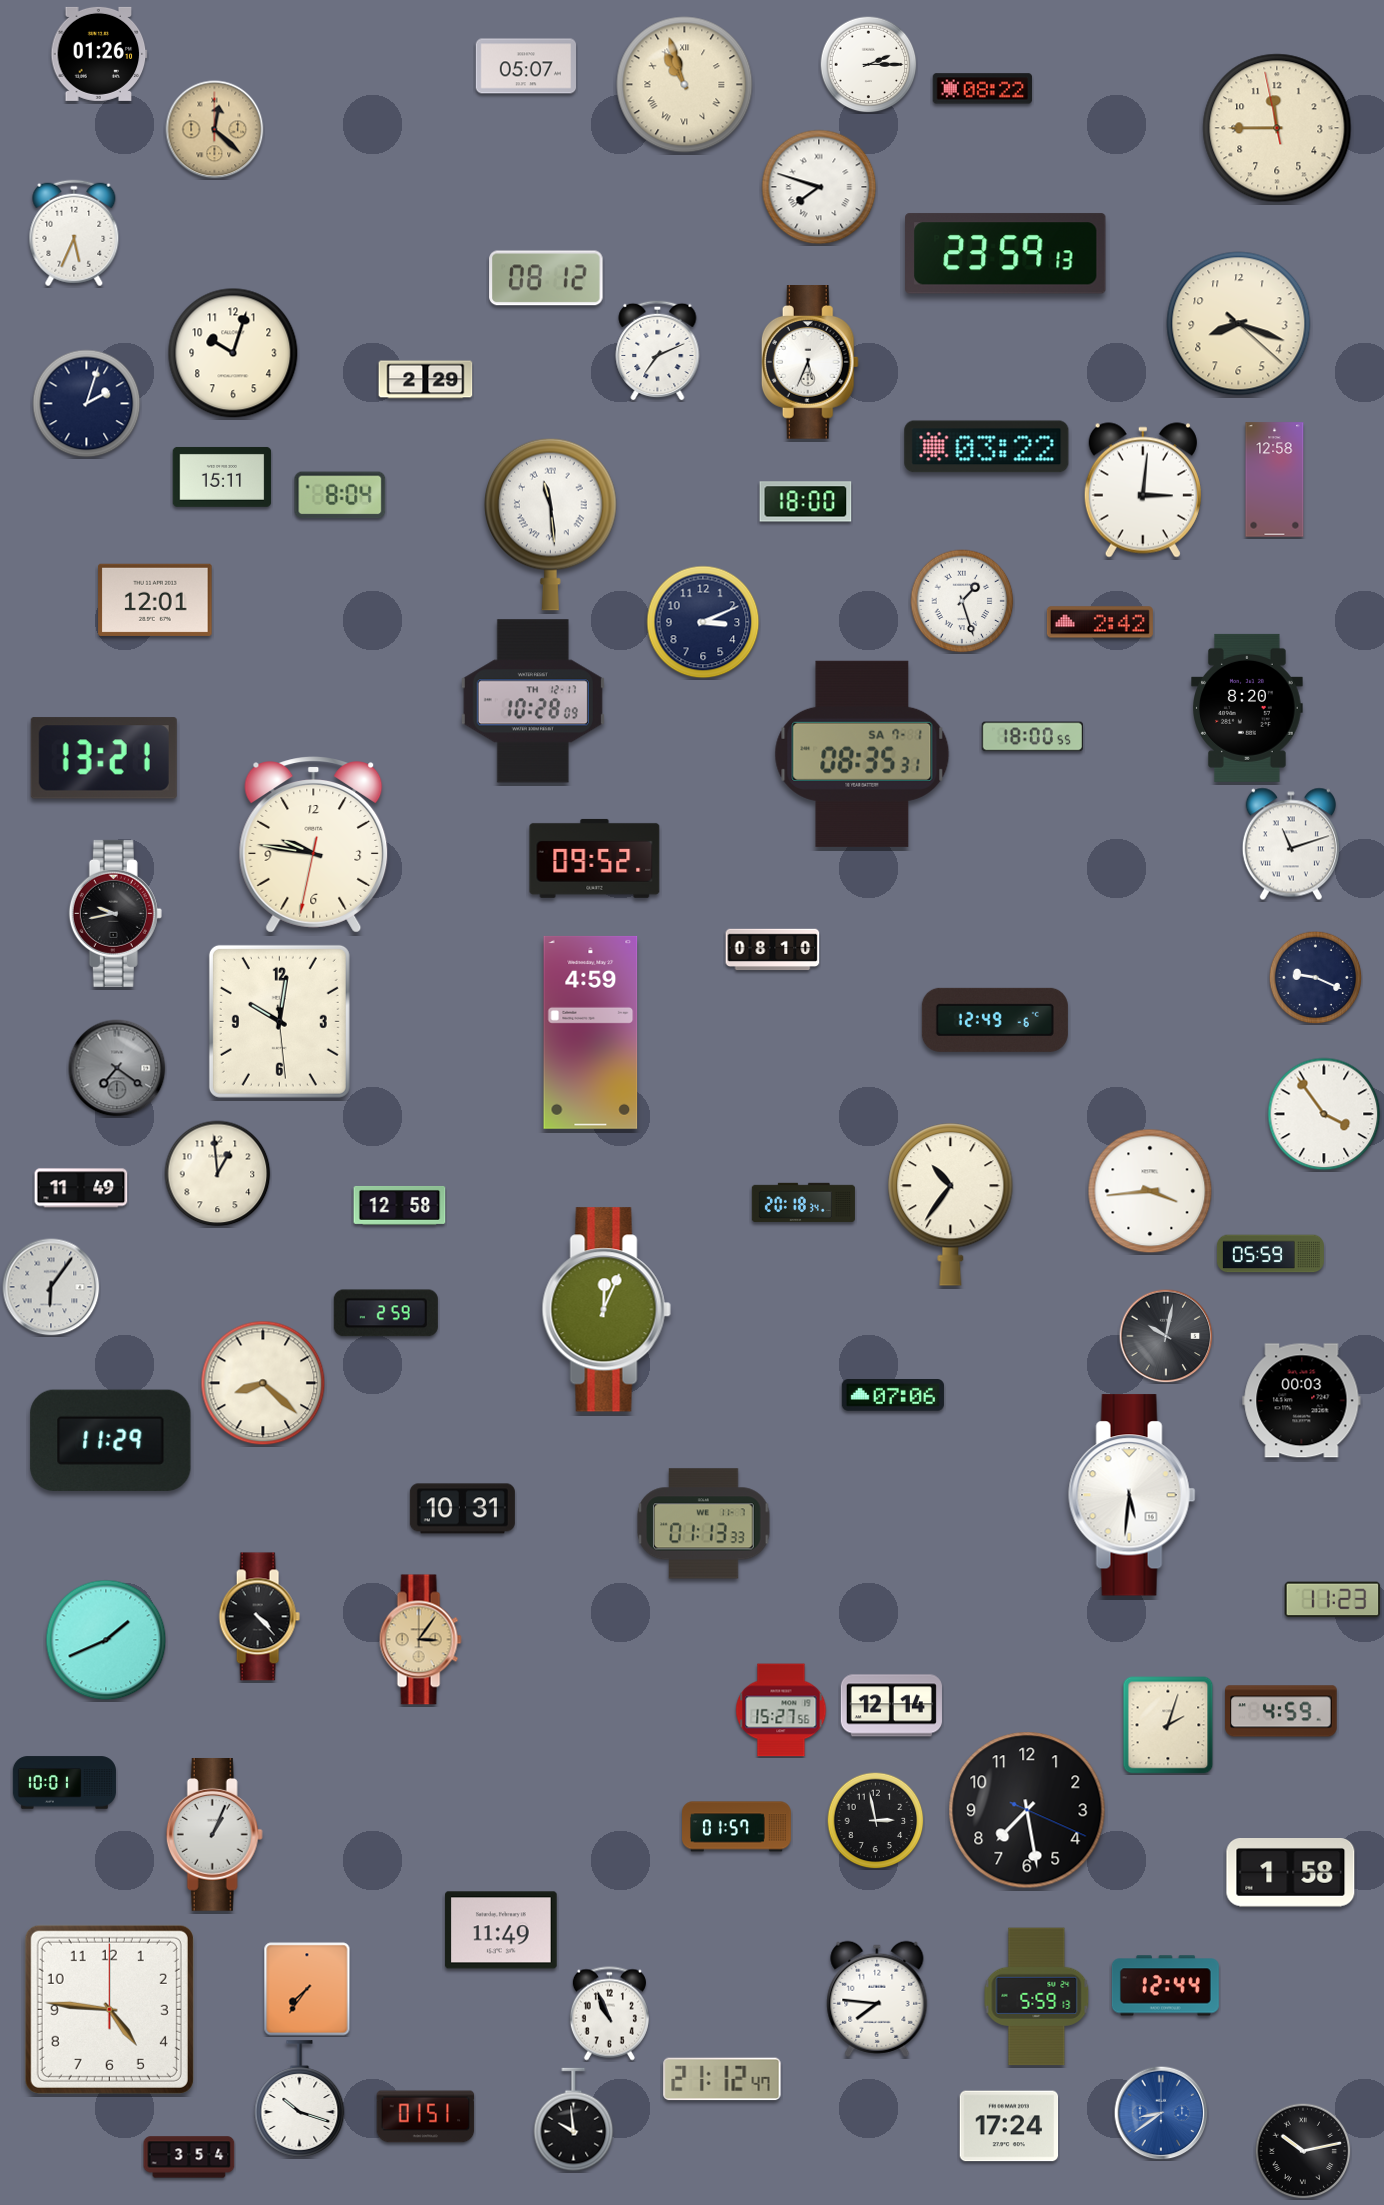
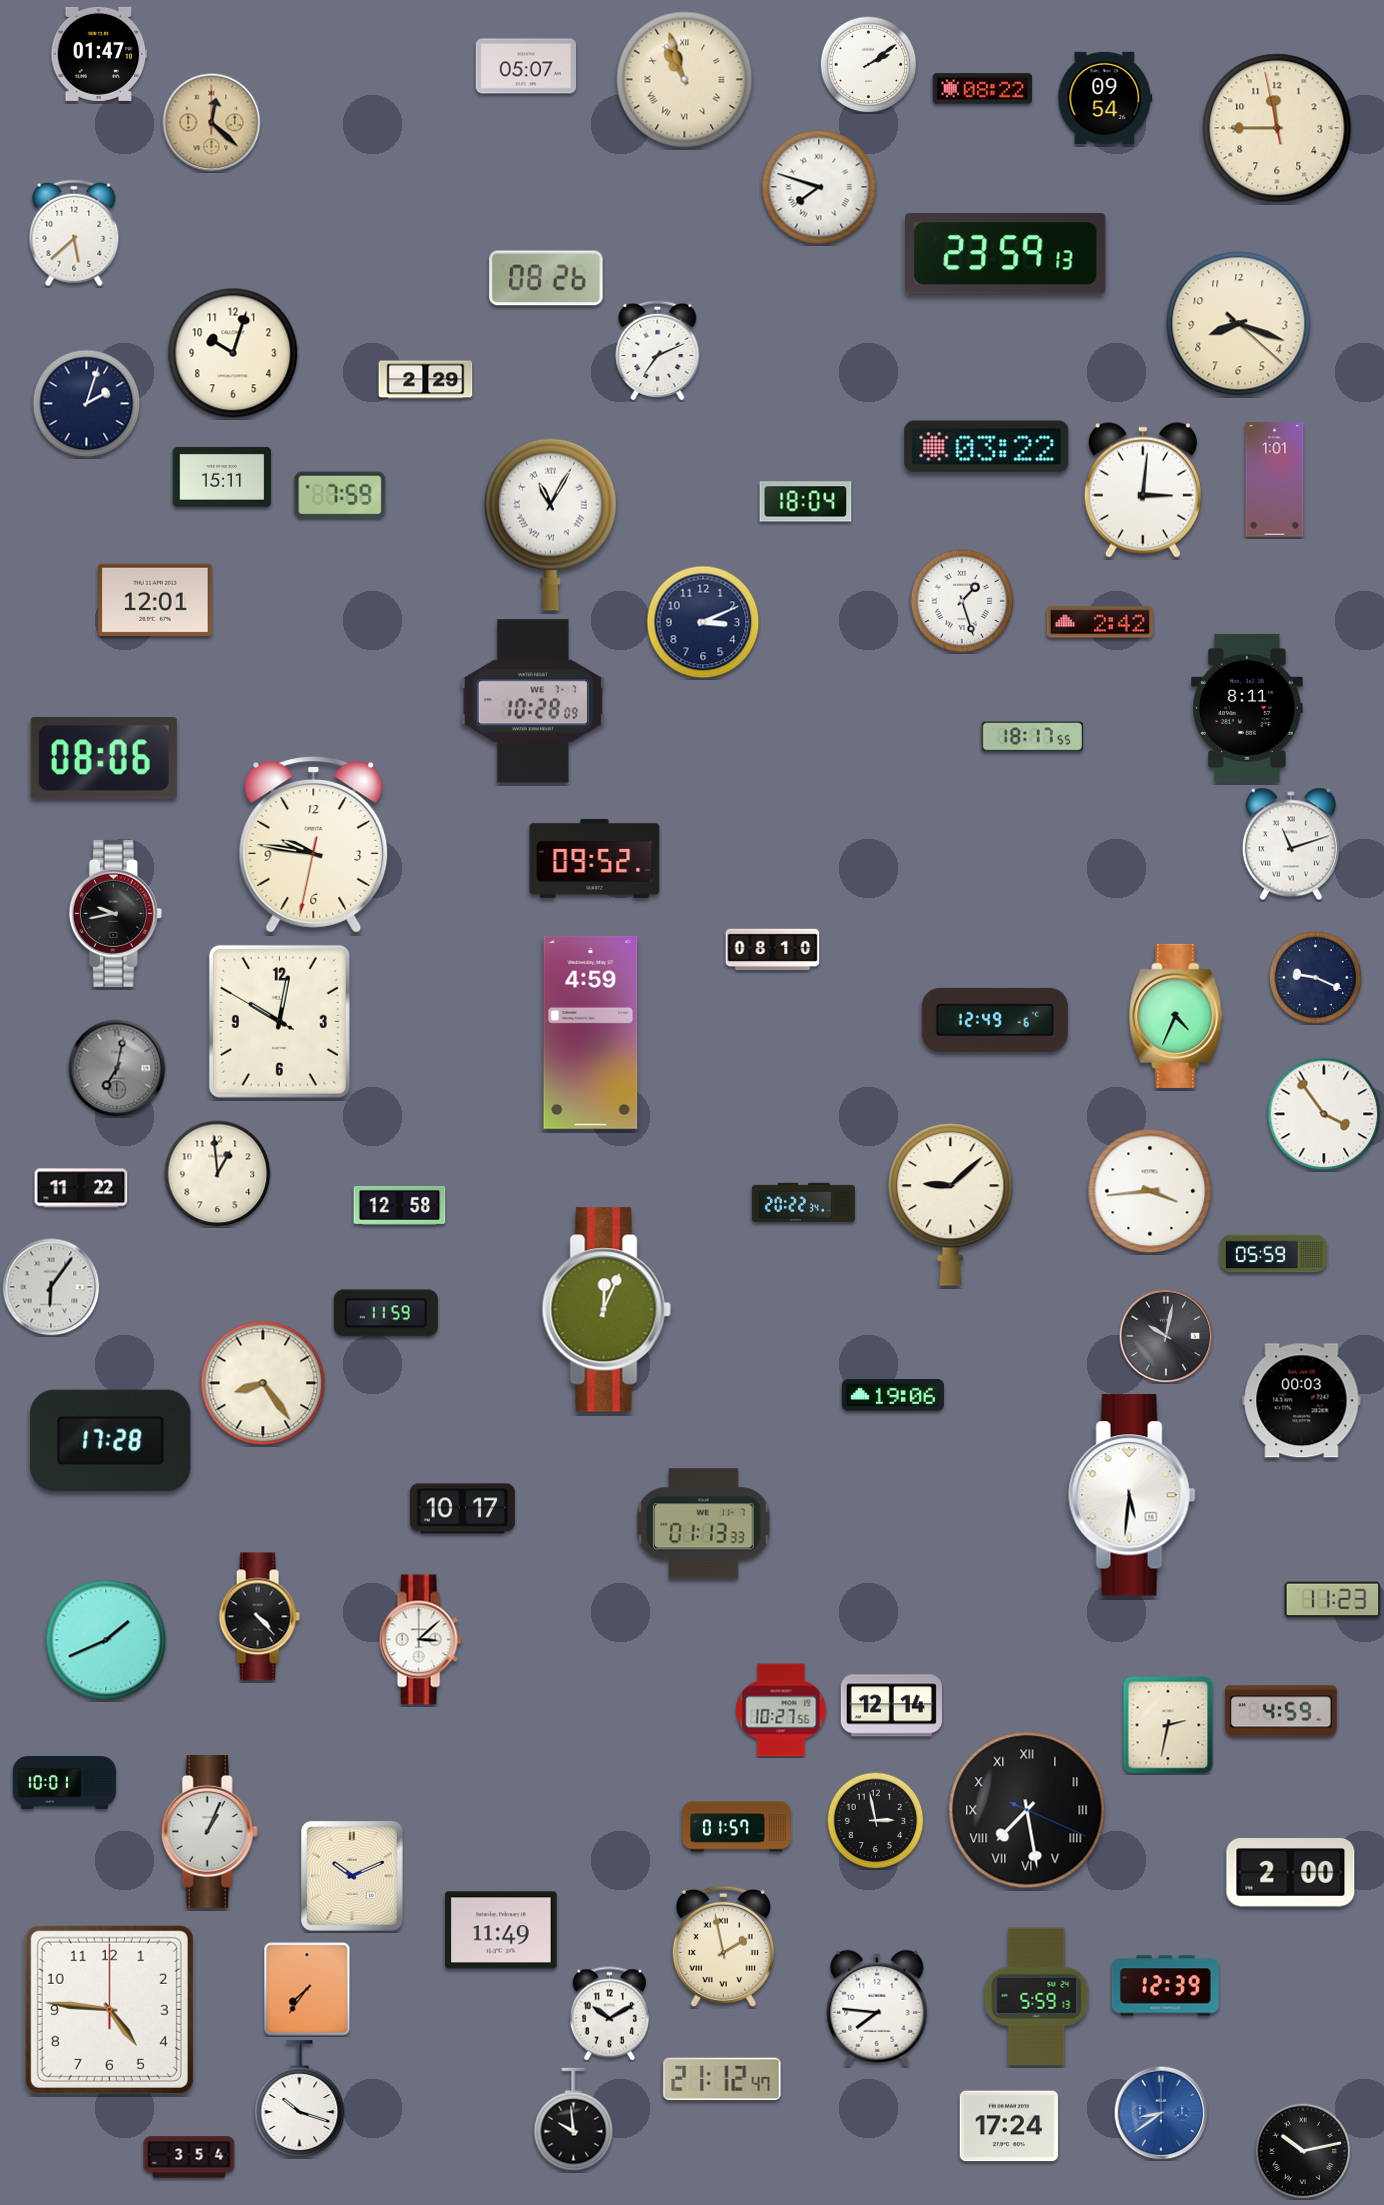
clock at (99, 54): 01:26 -> 01:47
clock at (868, 64): 2:15 -> 2:09
clock at (685, 85) position: (685, 85) -> (685, 80)
clock at (1105, 98): none -> 09:54
clock at (215, 130) position: (215, 130) -> (212, 123)
clock at (74, 233): 5:34 -> 5:38
clock at (546, 278): 08:12 -> 08:26
clock at (810, 363): 5:34 -> none
clock at (1275, 480): 12:58 -> 1:01
clock at (340, 495): 8:04 -> 7:59
clock at (806, 502): 18:00 -> 18:04
clock at (551, 524): 11:29 -> 11:05
clock at (533, 701) date: TH 12-17 -> WE 7-7
clock at (1247, 708): 8:20 -> 8:11
clock at (1032, 737): 18:00 -> 18:17
clock at (862, 754): 08:35 -> none
clock at (104, 758): 13:21 -> 08:06
clock at (1176, 1016): none -> 4:34
clock at (279, 1021): 10:01:29 -> 10:01:50
clock at (117, 1068): 7:21 -> 7:02
clock at (81, 1188): 11:49 -> 11:22
clock at (803, 1202): 20:18 -> 20:22
clock at (951, 1205): 10:36 -> 9:08
clock at (1270, 1254) position: (1270, 1254) -> (1273, 1254)
clock at (386, 1313): 2:59 -> 11:59
clock at (263, 1383): 8:22 -> 8:24
clock at (893, 1395): 07:06 -> 19:06
clock at (111, 1440): 11:29 -> 17:28
clock at (462, 1509): 10:31 -> 10:17
clock at (420, 1640): 3:06 -> 3:08
clock at (420, 1640) dial: champagne -> white
clock at (781, 1710): 15:27 -> 10:27
clock at (1168, 1725): 2:03 -> 2:32
clock at (1027, 1810) numerals: Arabic -> Roman
clock at (214, 1835) position: (214, 1835) -> (209, 1832)
clock at (1291, 1873): 1:58 -> 2:00
clock at (352, 1876): none -> 10:11
clock at (723, 1946): none -> 1:58
clock at (1165, 1986): 12:44 -> 12:39
clock at (877, 1999) position: (877, 1999) -> (877, 2008)
clock at (609, 2014): 10:56 -> 10:10
clock at (426, 2117): 01:51 -> none
